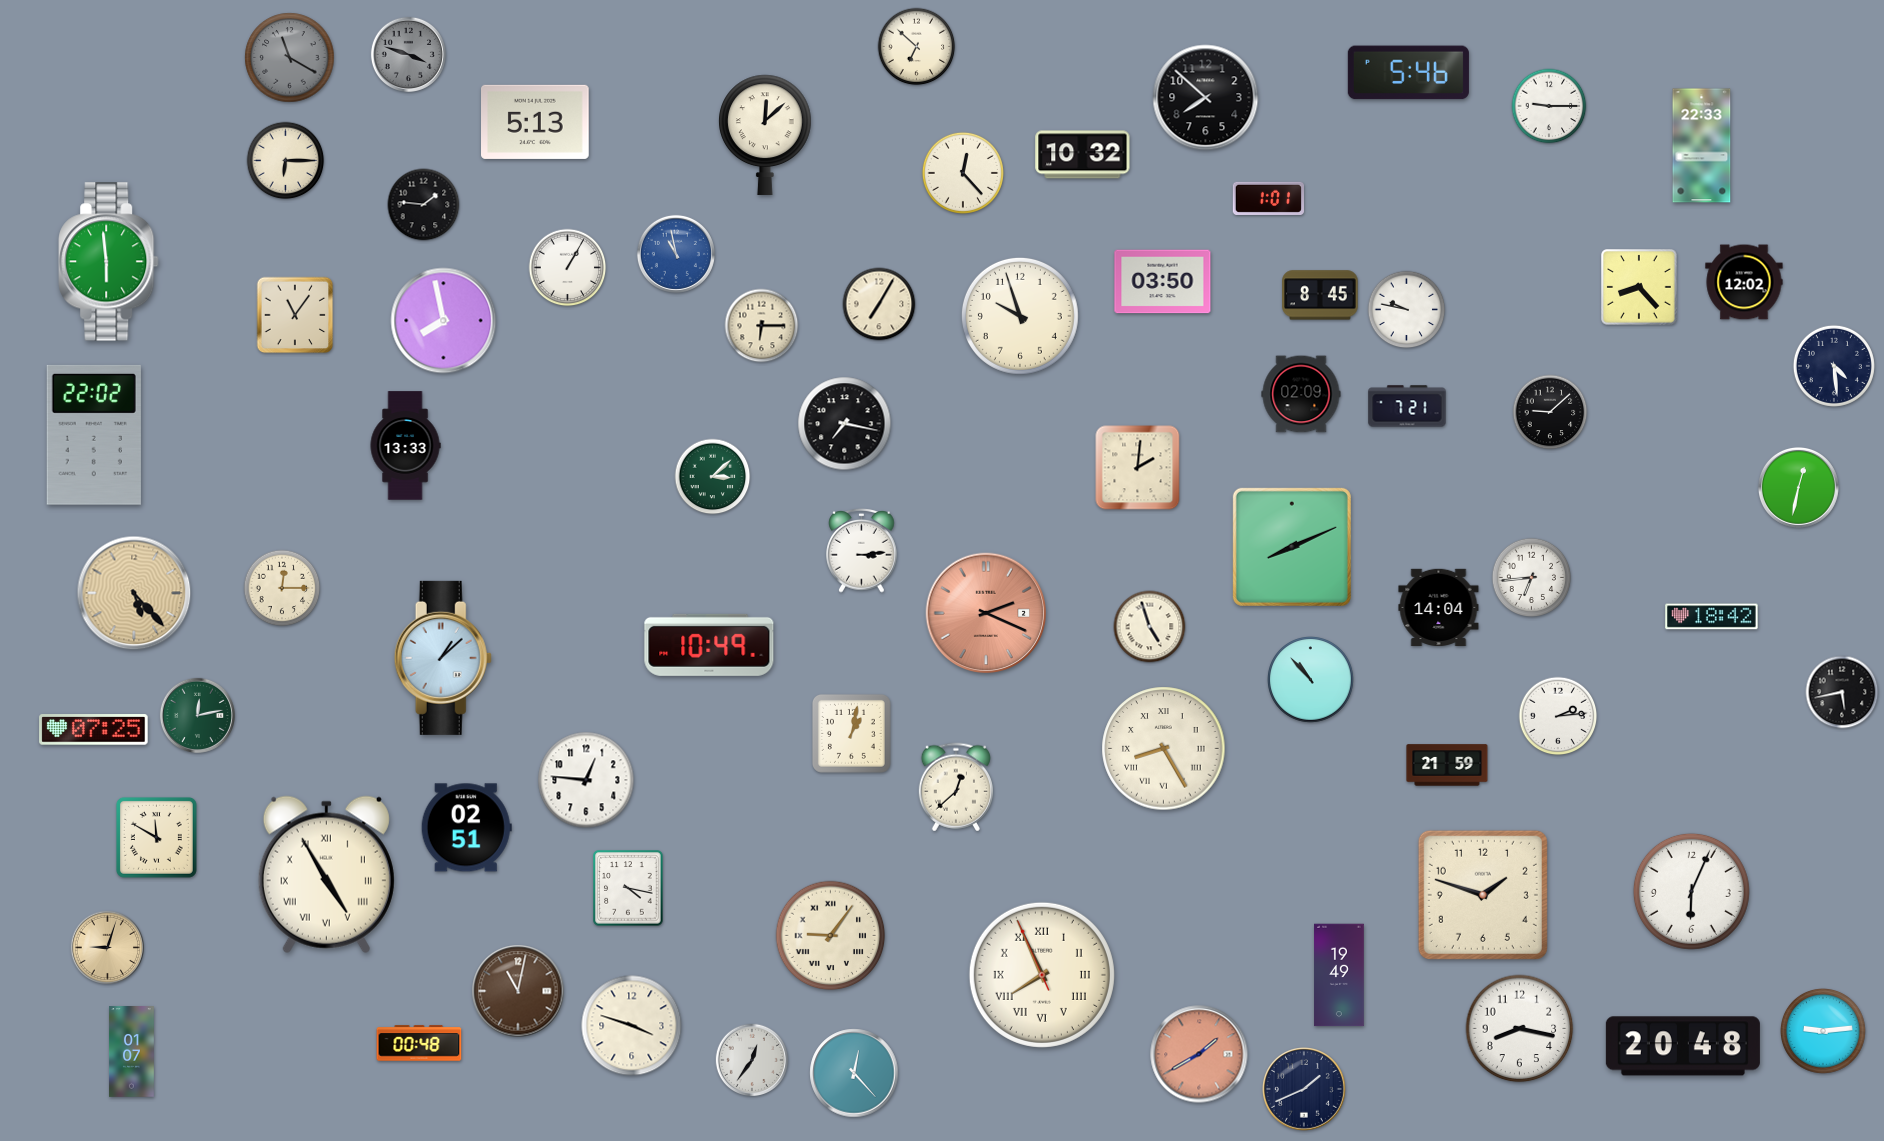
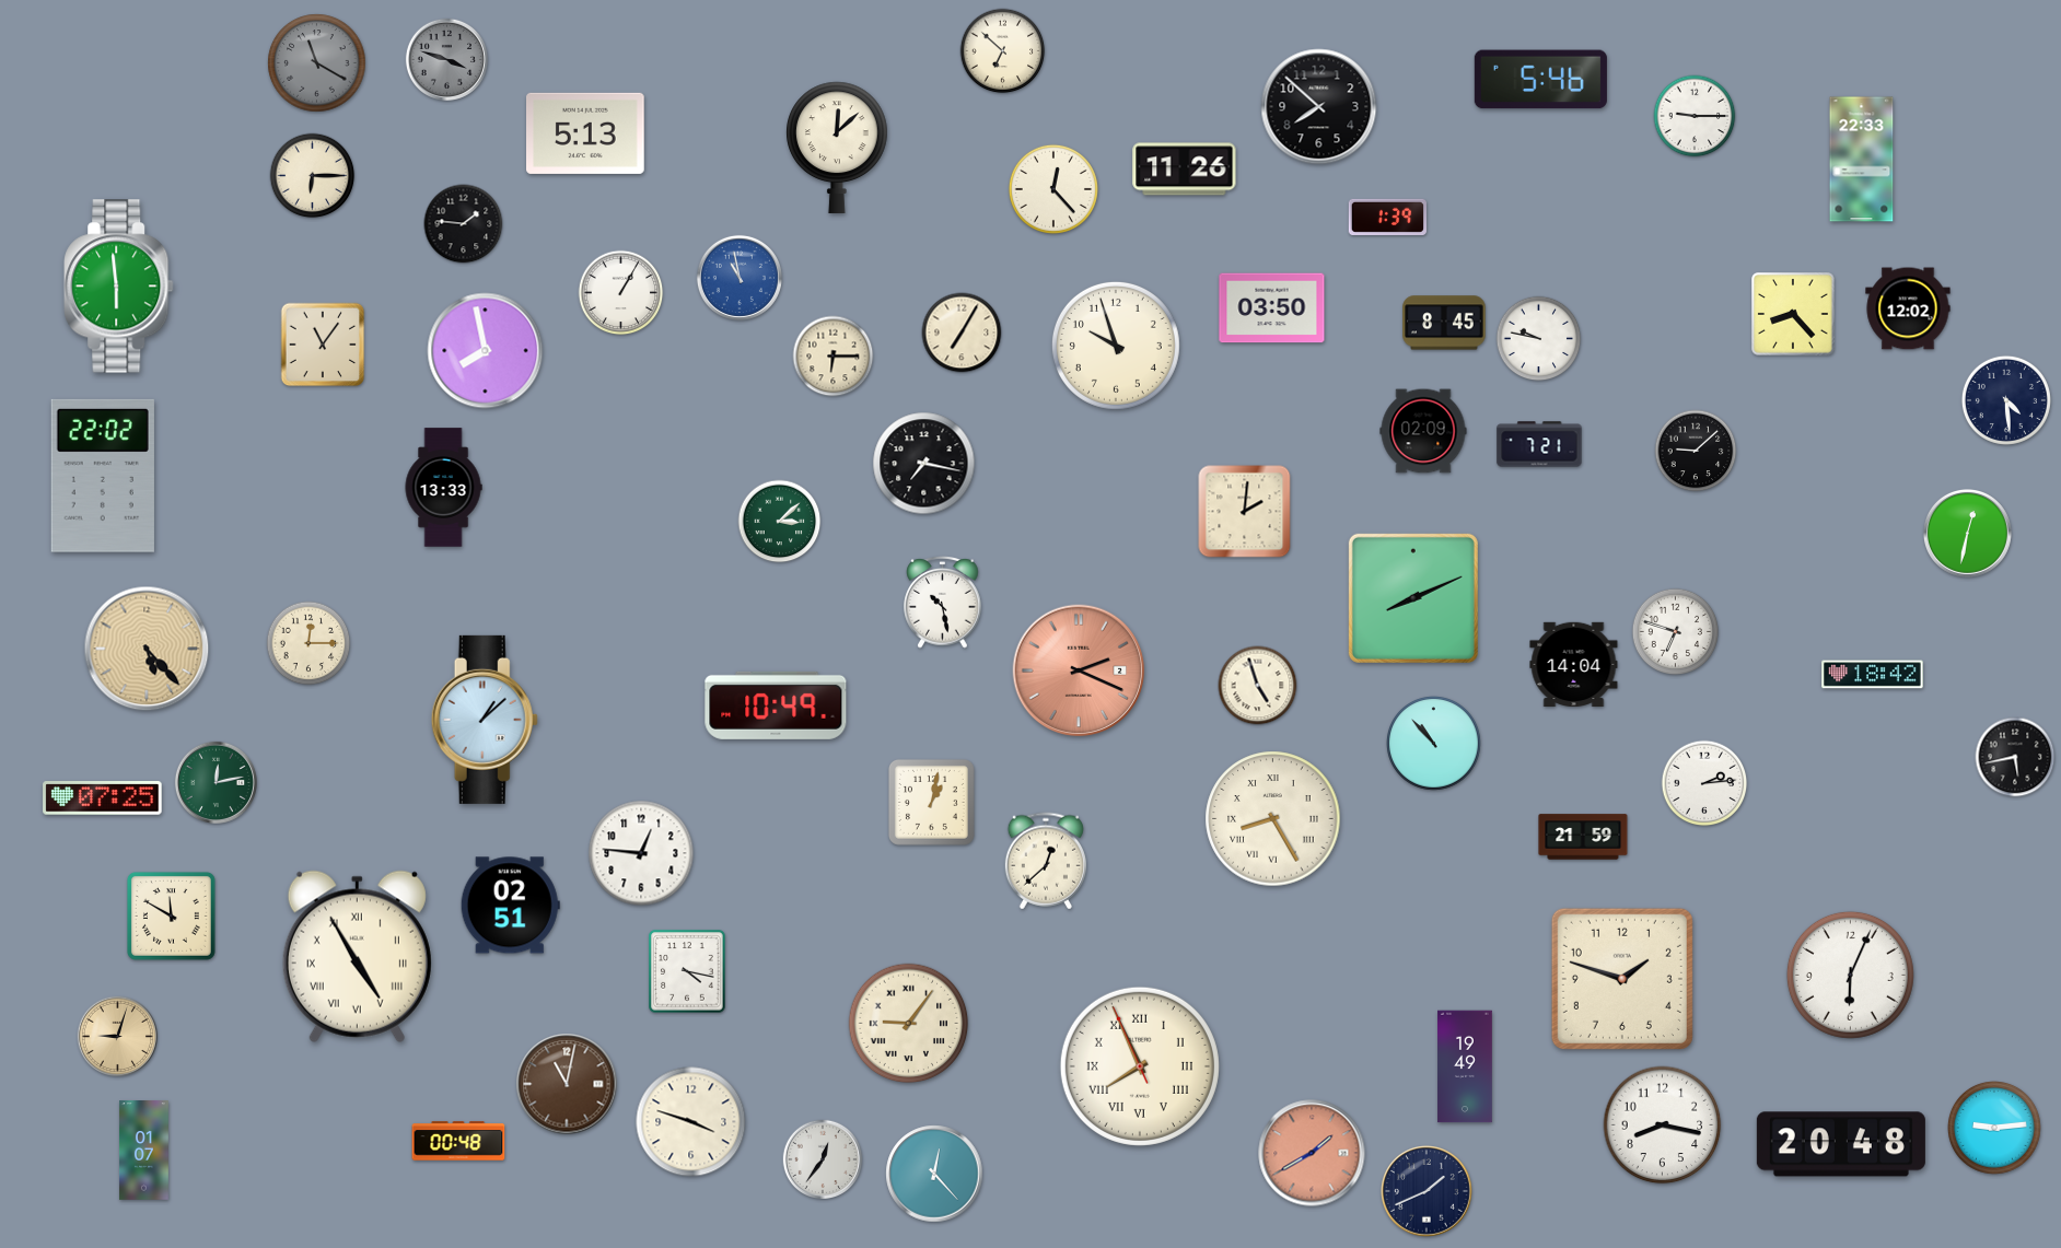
clock at (1083, 155): 10:32 -> 11:26
clock at (1269, 198): 1:01 -> 1:39
clock at (862, 550): 3:14 -> 10:28
clock at (1532, 578): 6:44 -> 6:48
